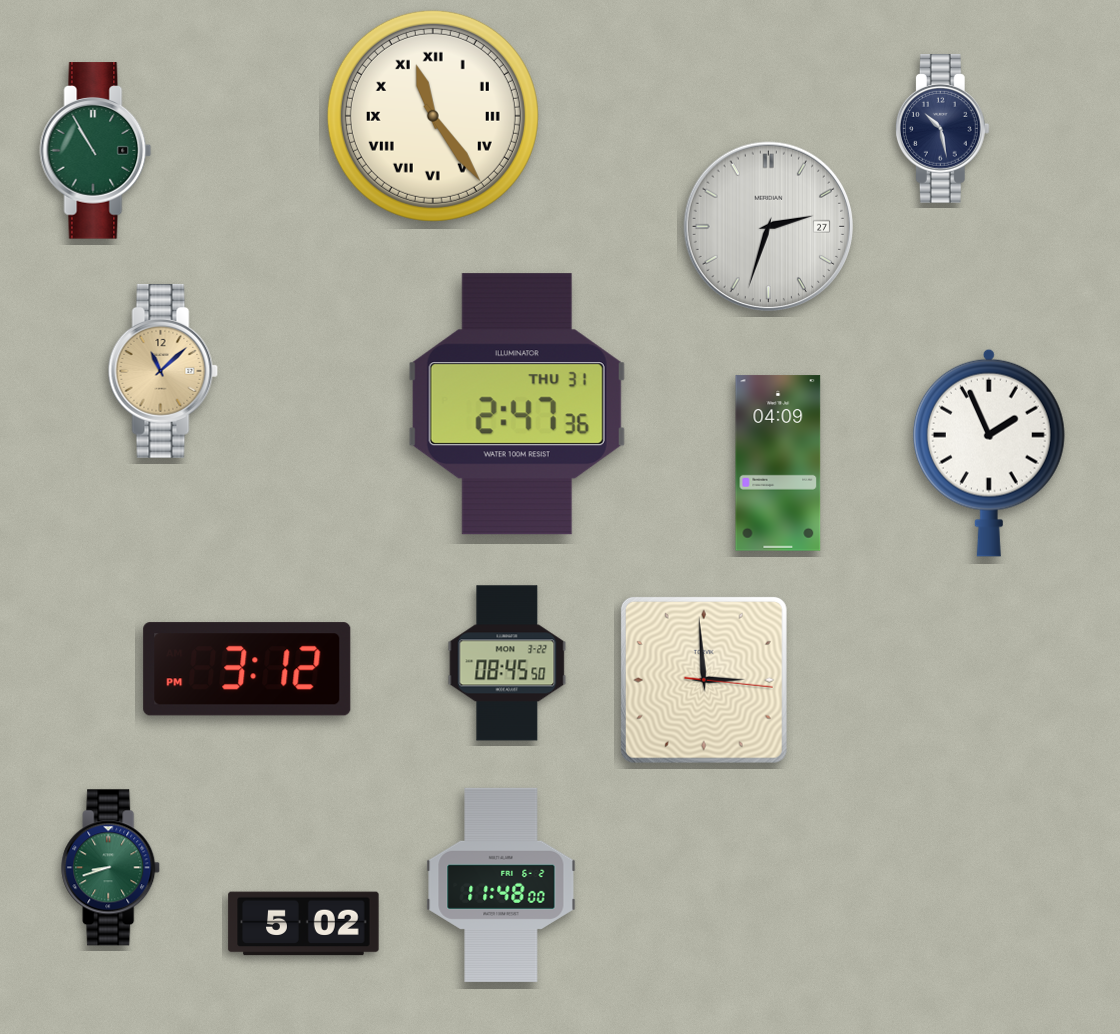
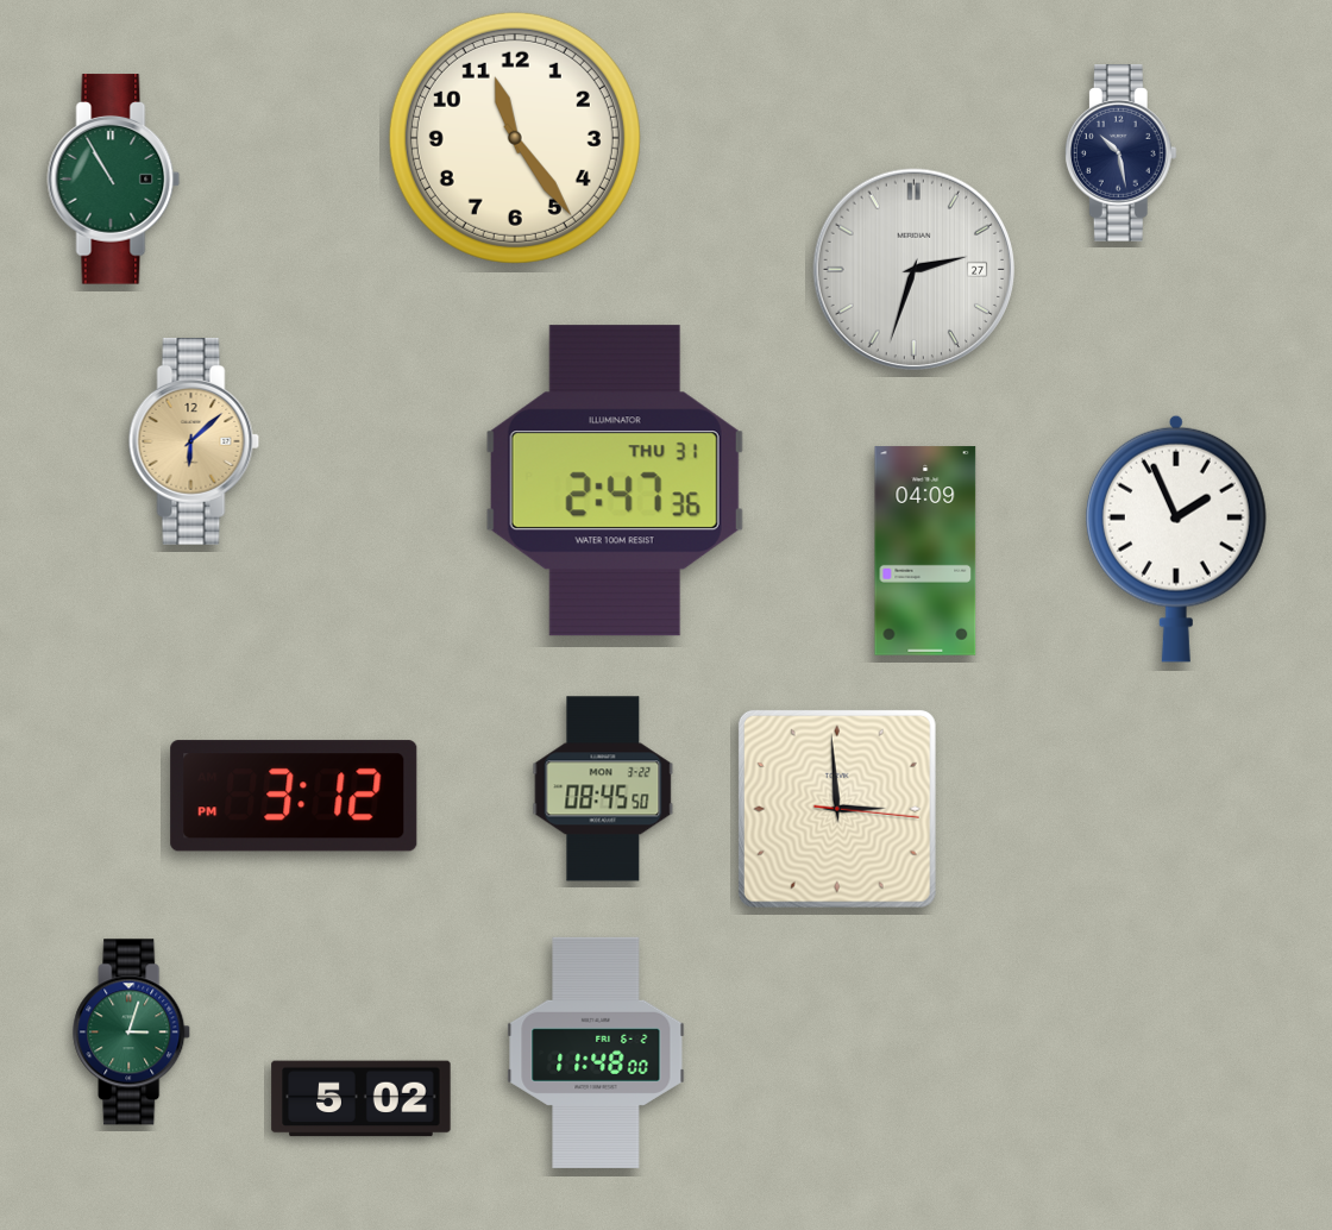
clock at (433, 116) numerals: Roman -> Arabic
clock at (163, 371): 11:08 -> 6:08
clock at (111, 868): 8:42 -> 3:03
